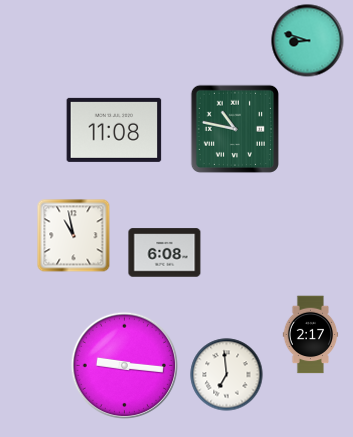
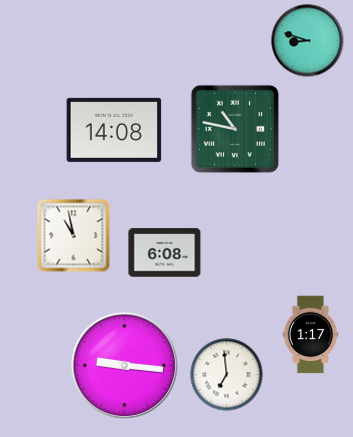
clock at (114, 130): 11:08 -> 14:08
clock at (311, 335): 2:17 -> 1:17
